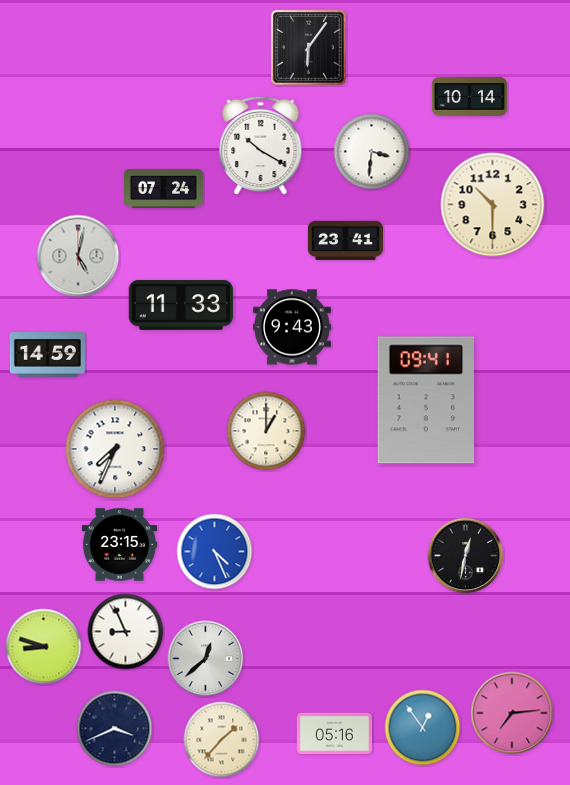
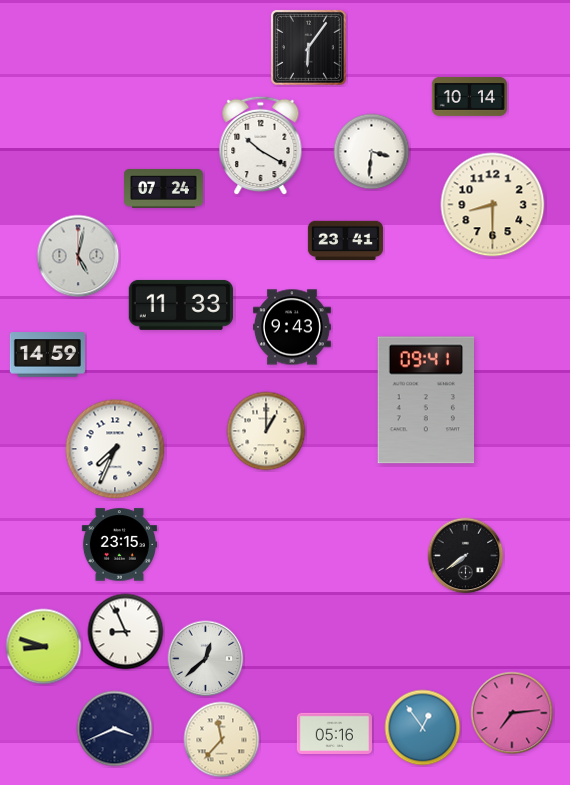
clock at (493, 205): 10:30 -> 8:30
clock at (215, 552): 4:26 -> none
clock at (466, 556): 12:32 -> 7:39
clock at (222, 740): 1:37 -> 11:37
